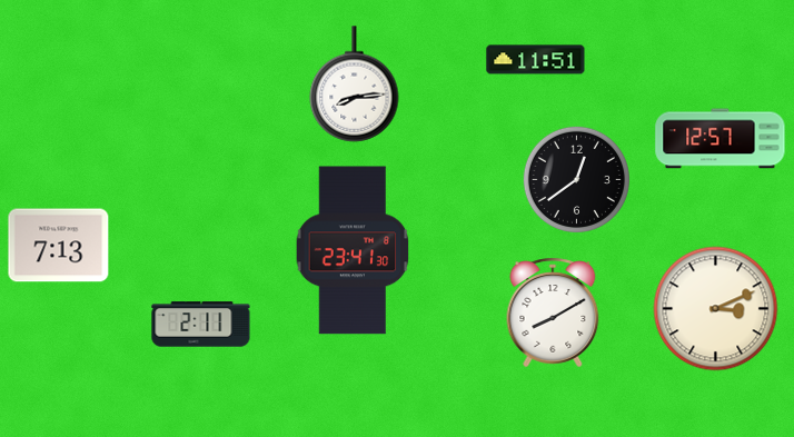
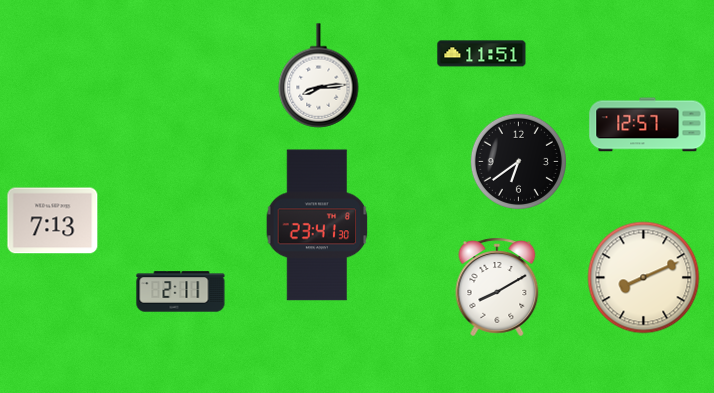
clock at (576, 179): 12:39 -> 6:39
clock at (716, 309): 3:11 -> 8:11
clock at (553, 312) position: (553, 312) -> (497, 287)
